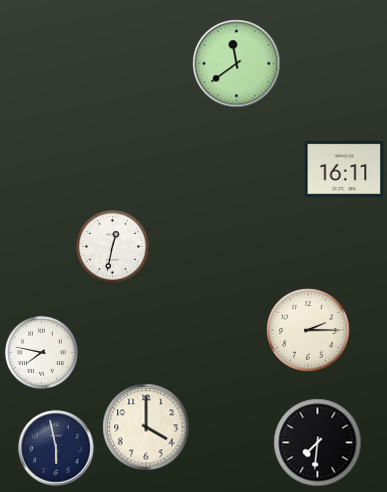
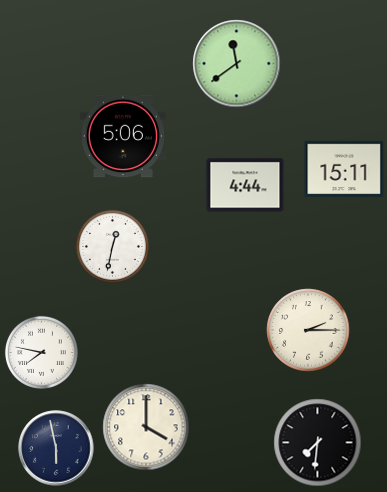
clock at (123, 136): none -> 5:06
clock at (344, 168): 16:11 -> 15:11
clock at (245, 185): none -> 4:44
